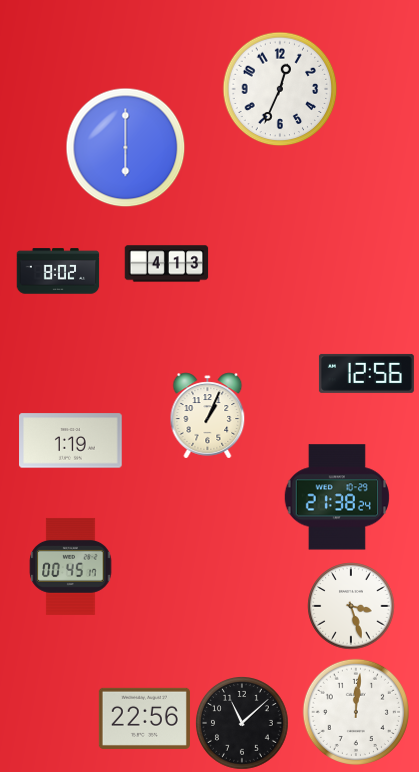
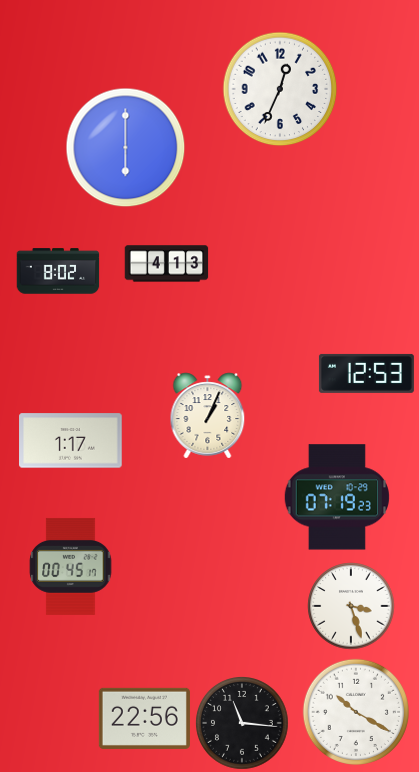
clock at (366, 373): 12:56 -> 12:53
clock at (71, 441): 1:19 -> 1:17
clock at (336, 497): 21:38 -> 07:19
clock at (356, 712): 12:01 -> 10:20
clock at (242, 723): 11:08 -> 11:16
